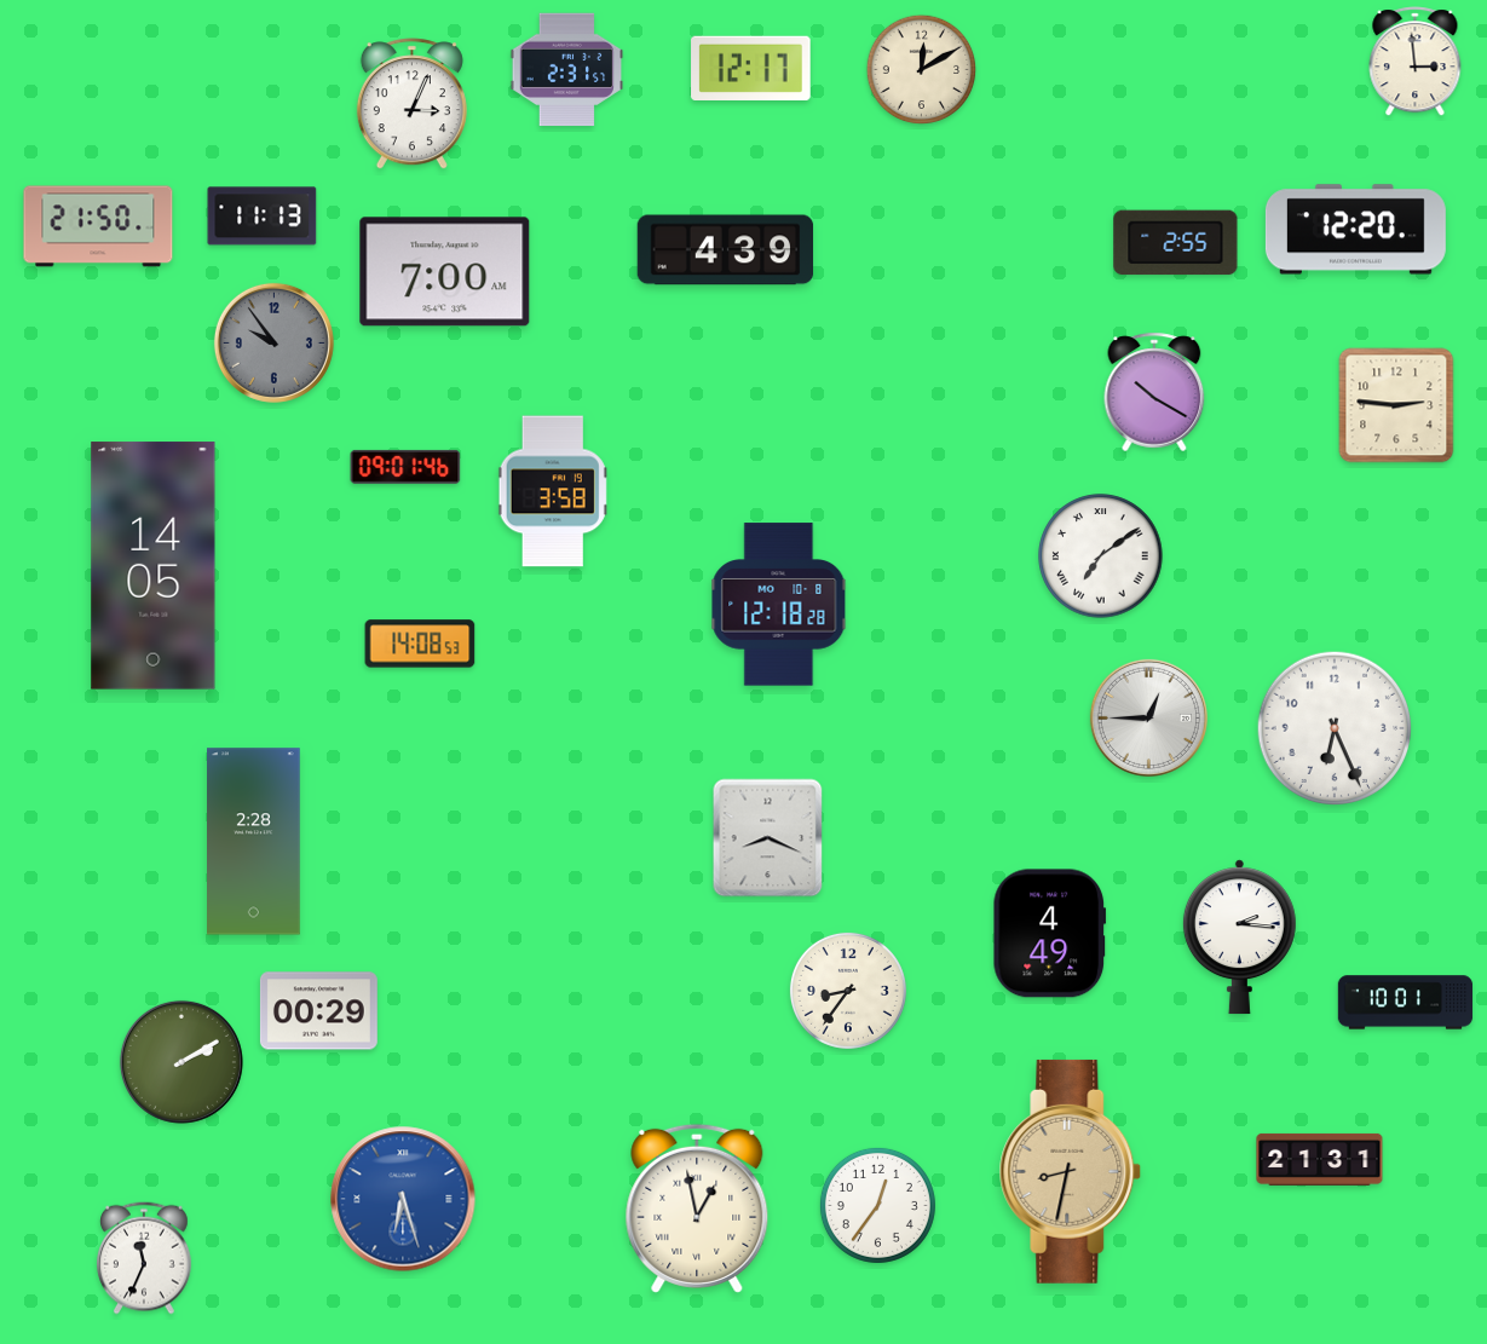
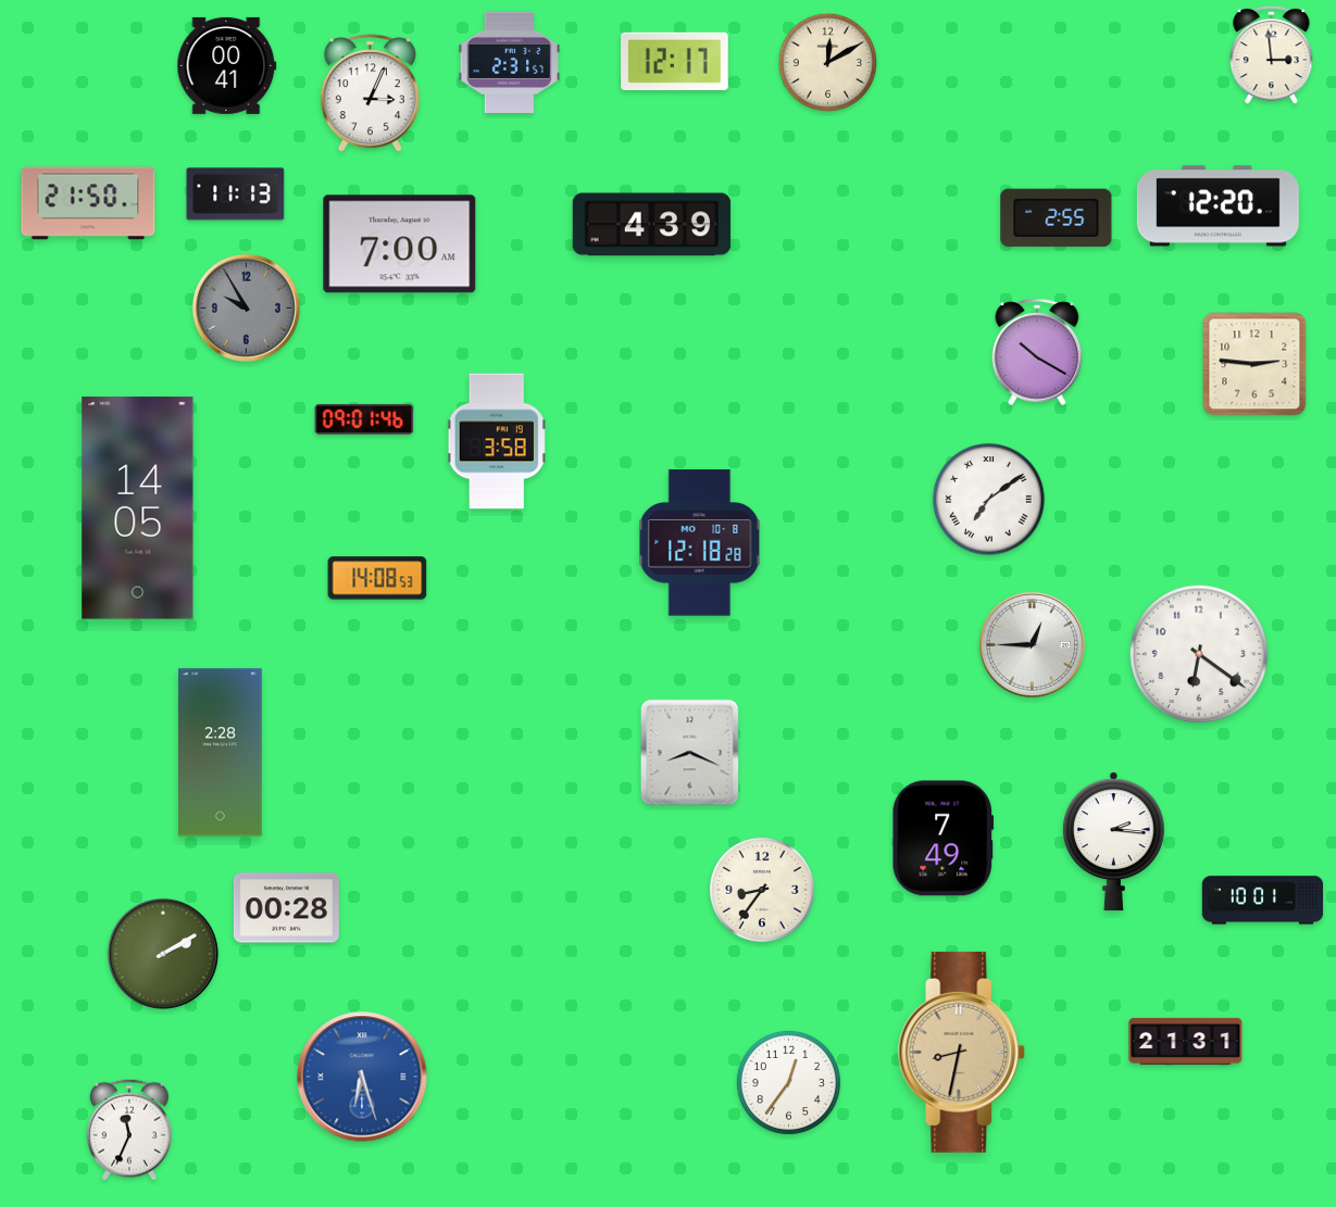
clock at (227, 65): none -> 00:41
clock at (273, 342): 9:54 -> 9:55
clock at (1335, 728): 6:26 -> 6:21
clock at (254, 842) position: (254, 842) -> (221, 753)
clock at (1050, 934): 4:49 -> 7:49
clock at (318, 1011): 00:29 -> 00:28
clock at (697, 1209): 12:58 -> none
